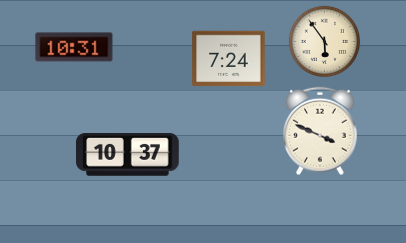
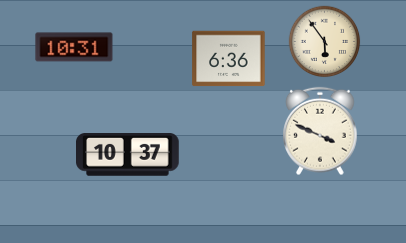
clock at (229, 59): 7:24 -> 6:36
